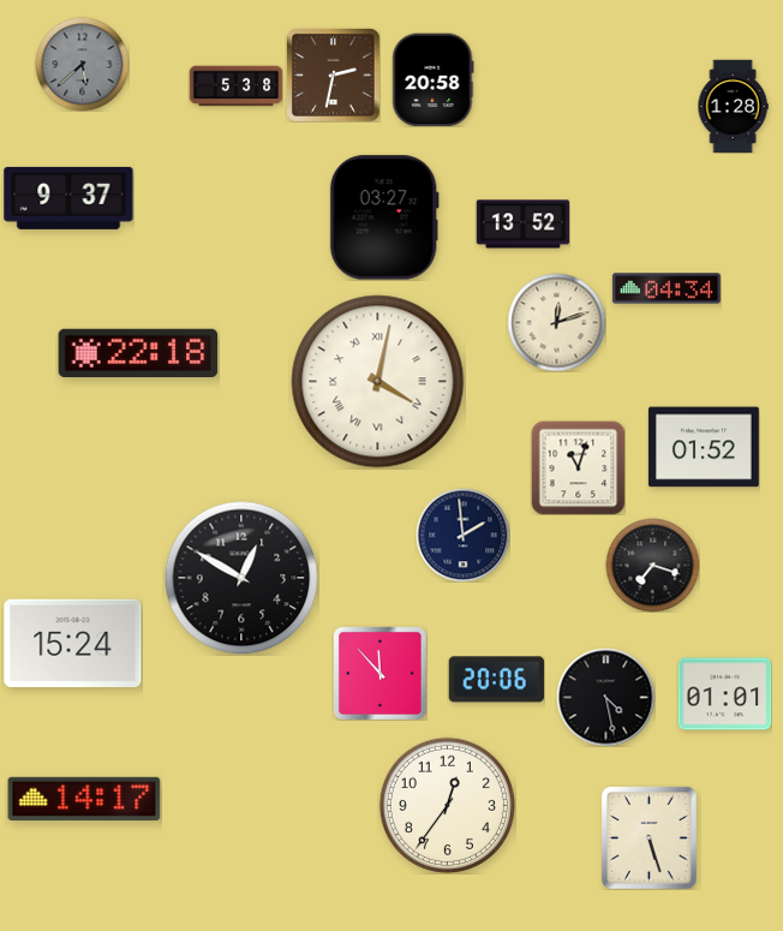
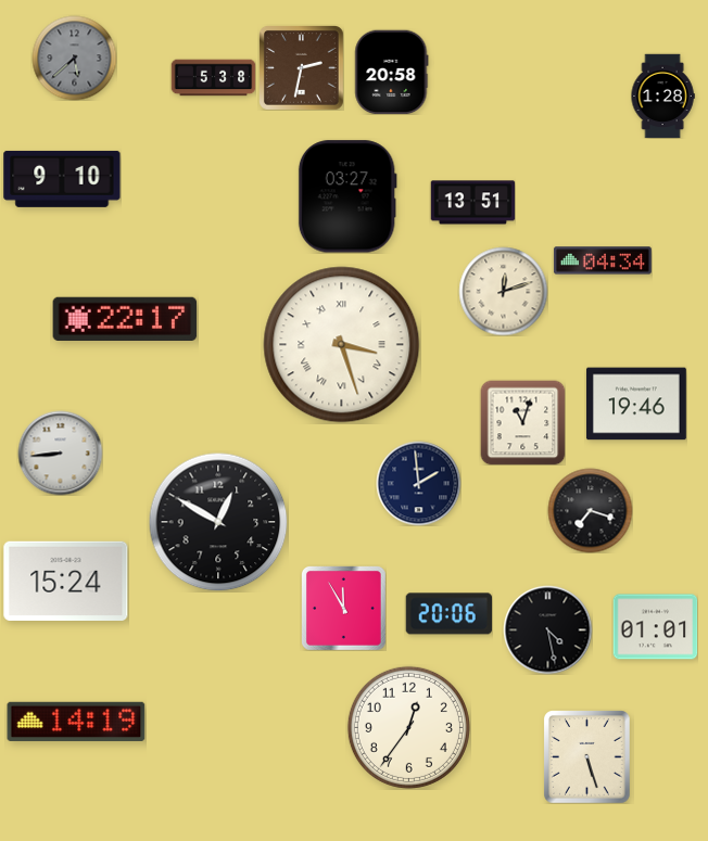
clock at (68, 198): 9:37 -> 9:10
clock at (522, 225): 13:52 -> 13:51
clock at (138, 352): 22:18 -> 22:17
clock at (378, 382): 4:02 -> 3:27
clock at (704, 447): 01:52 -> 19:46
clock at (60, 453): none -> 8:44
clock at (381, 674): 11:53 -> 11:55
clock at (84, 798): 14:17 -> 14:19
clock at (447, 805) position: (447, 805) -> (408, 727)
